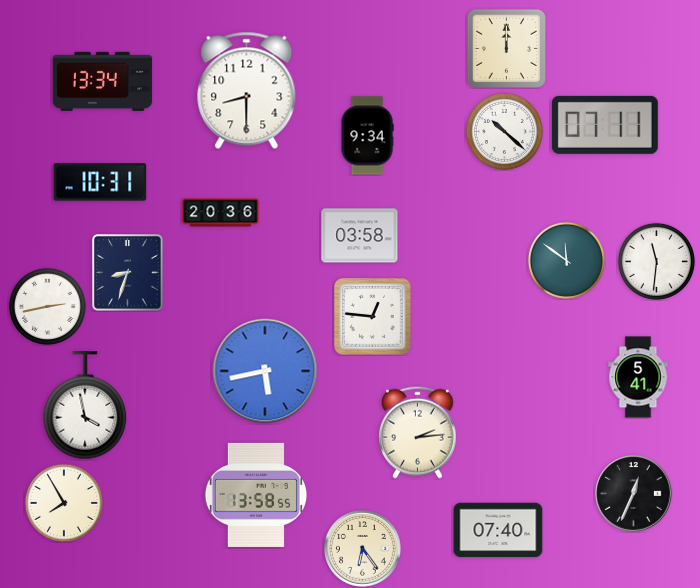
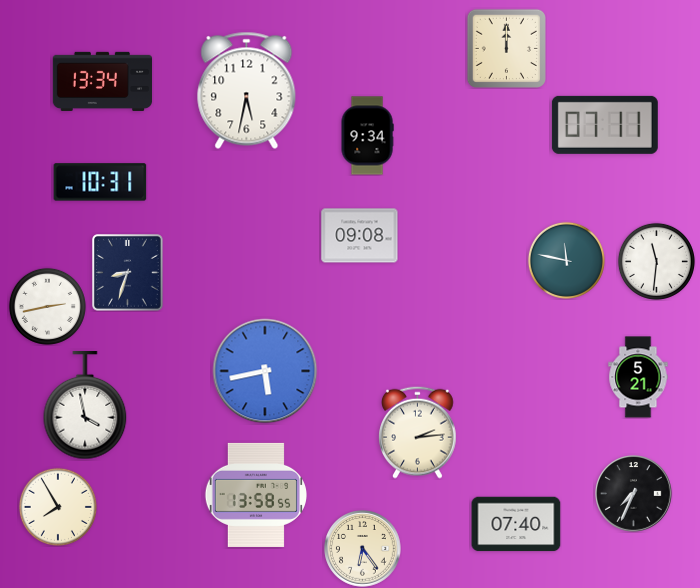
clock at (247, 90): 8:30 -> 5:32
clock at (504, 131): 10:22 -> none
clock at (221, 213): 20:36 -> none
clock at (360, 236): 03:58 -> 09:08
clock at (566, 260): 11:51 -> 11:47
clock at (373, 317): 12:46 -> none
clock at (638, 377): 5:41 -> 5:21
clock at (634, 494): 12:34 -> 7:34
clock at (64, 503) position: (64, 503) -> (58, 507)
clock at (498, 530) position: (498, 530) -> (516, 524)
